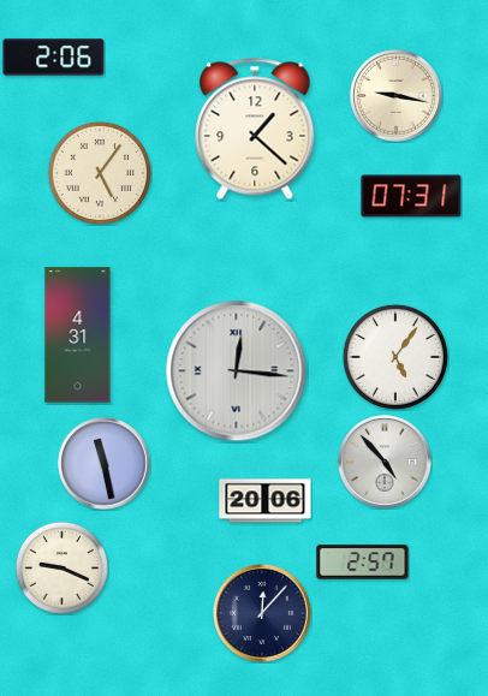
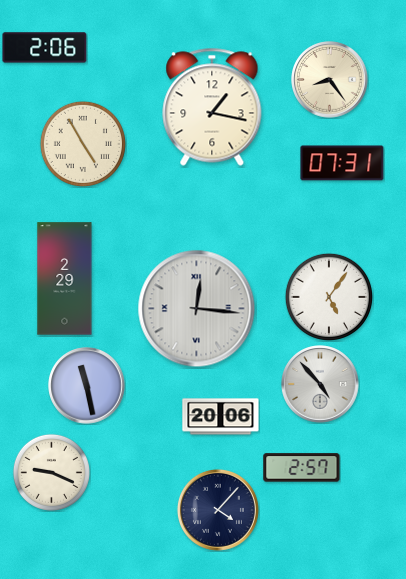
clock at (397, 96): 9:17 -> 8:24
clock at (255, 129): 1:22 -> 1:17
clock at (100, 173): 5:06 -> 4:55
clock at (78, 335): 4:31 -> 2:29
clock at (262, 613): 12:07 -> 4:07
